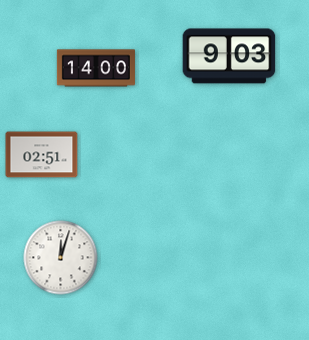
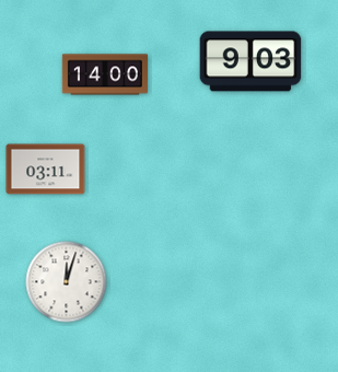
clock at (42, 155): 02:51 -> 03:11
